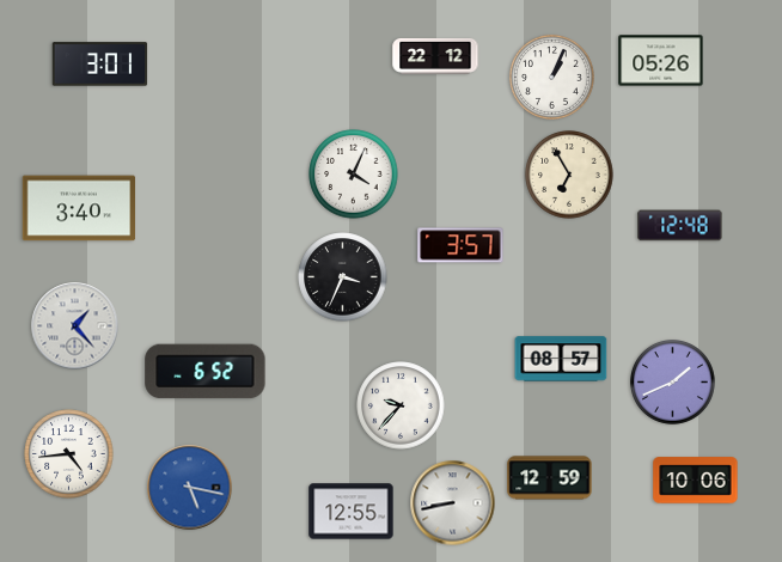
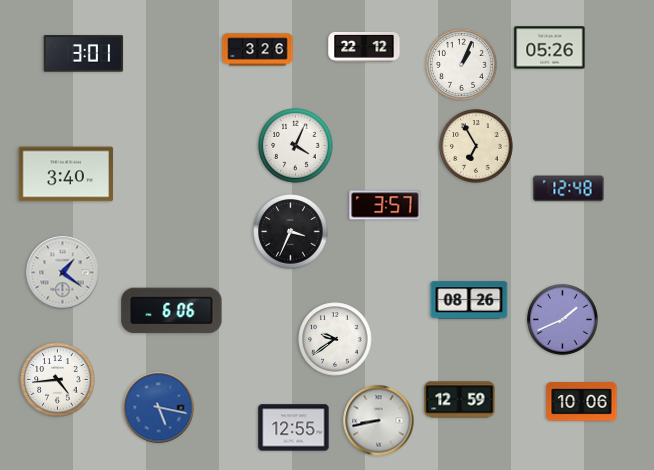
clock at (258, 50): none -> 3:26
clock at (661, 61) position: (661, 61) -> (550, 48)
clock at (343, 277) position: (343, 277) -> (291, 232)
clock at (75, 326): 1:23 -> 1:21
clock at (561, 359): 08:57 -> 08:26
clock at (206, 372): 6:52 -> 6:06
clock at (401, 405): 9:37 -> 9:39
